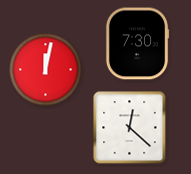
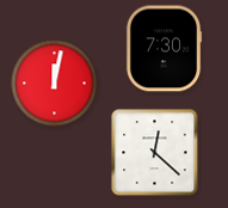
clock at (137, 44) position: (137, 44) -> (164, 49)
